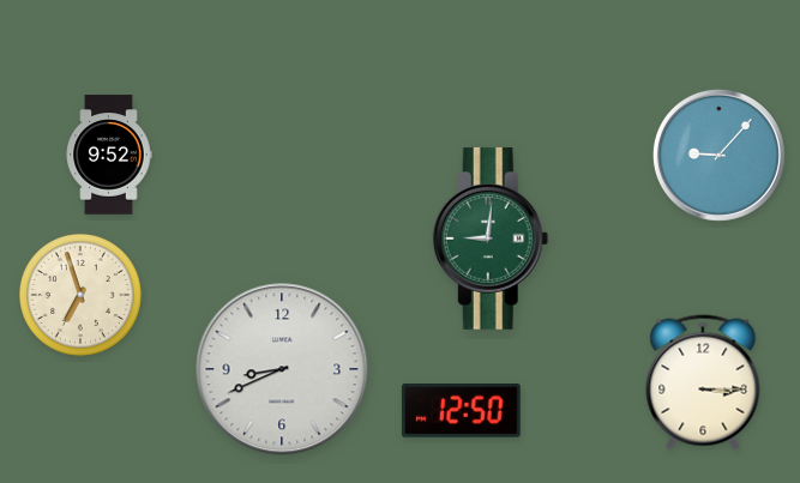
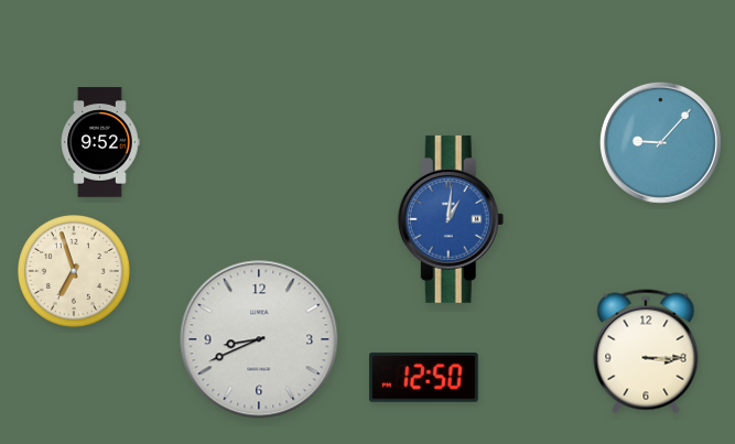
clock at (491, 239): 9:01 -> 1:01
clock at (491, 239) dial: green -> blue
